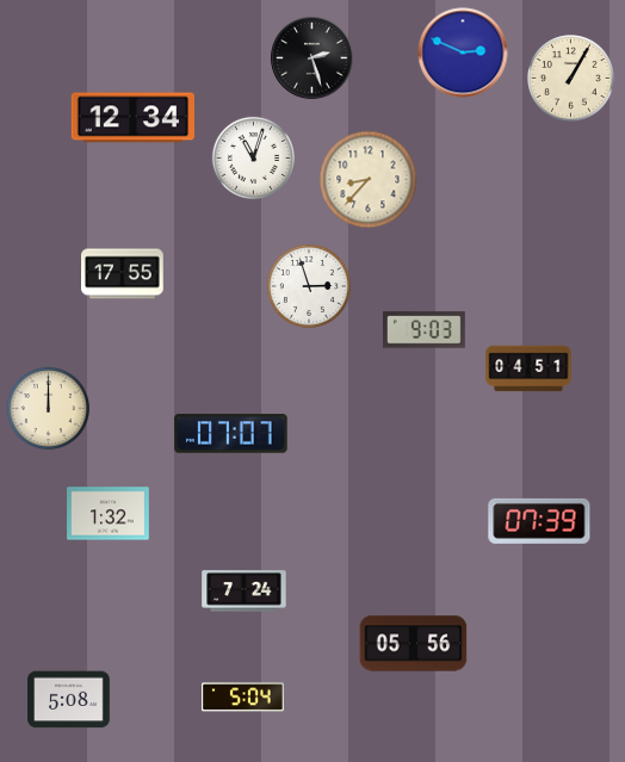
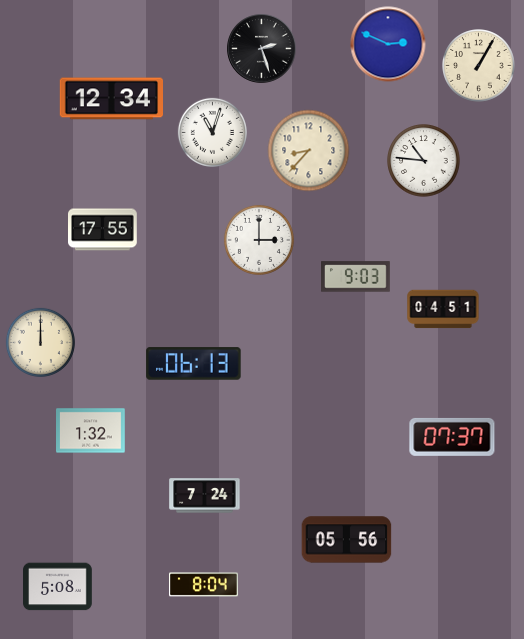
clock at (424, 161): none -> 10:46
clock at (309, 286): 2:57 -> 3:00
clock at (231, 434): 07:07 -> 06:13
clock at (539, 521): 07:39 -> 07:37
clock at (243, 698): 5:04 -> 8:04
